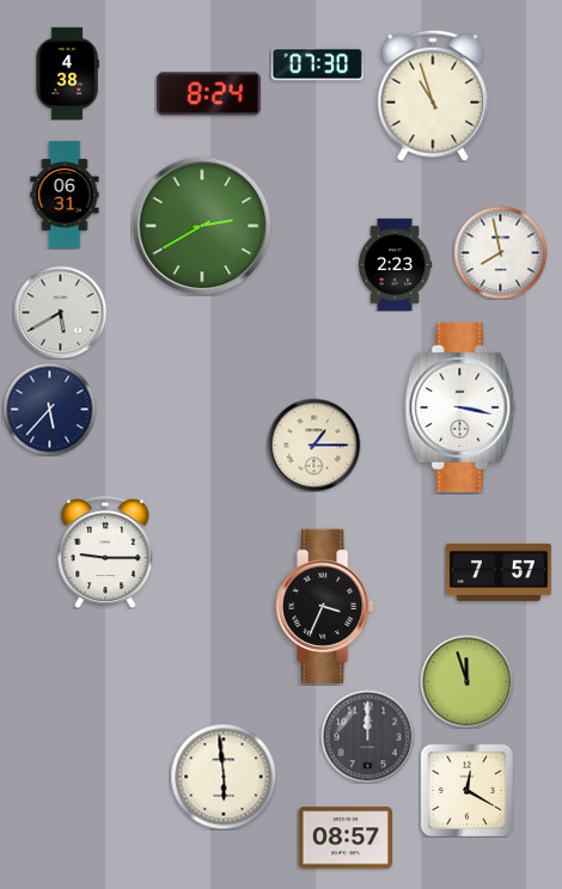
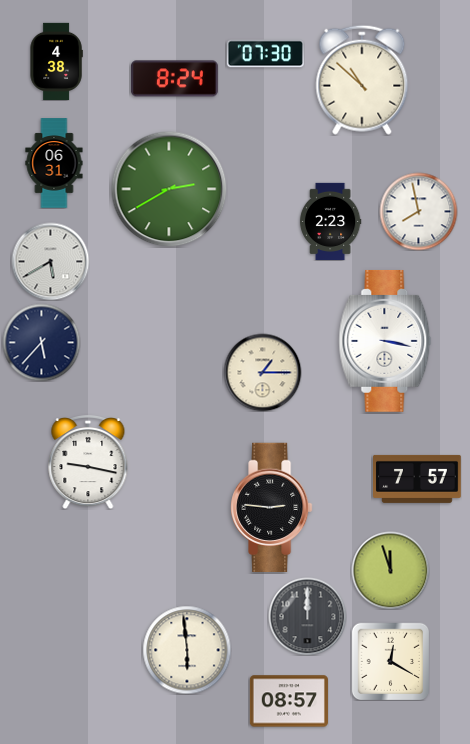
clock at (433, 96): 10:57 -> 10:52
clock at (105, 553): 9:15 -> 9:17
clock at (325, 606): 3:34 -> 2:46
